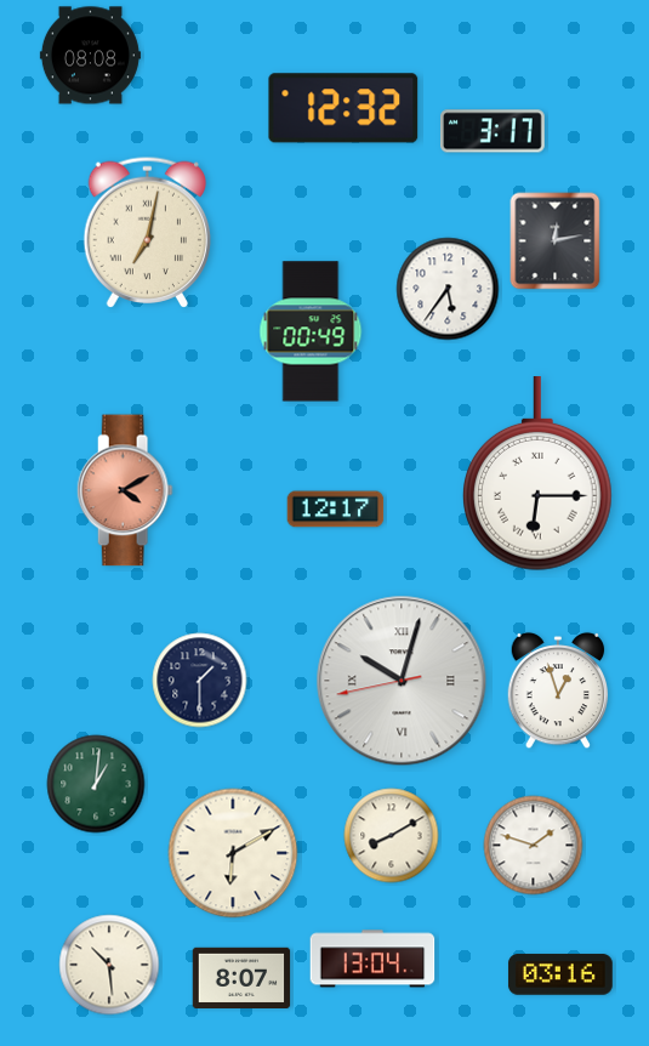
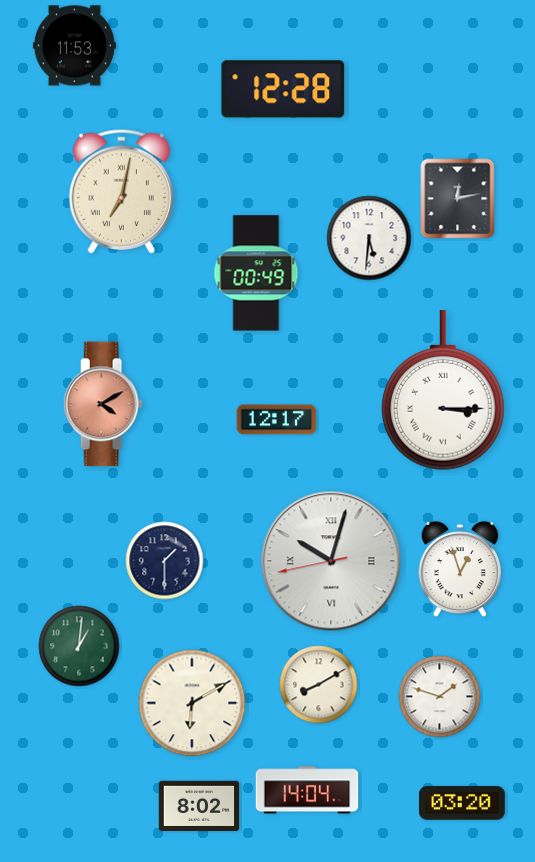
clock at (90, 56): 08:08 -> 11:53
clock at (343, 108): 12:32 -> 12:28
clock at (493, 131): 3:17 -> none
clock at (448, 289): 5:36 -> 5:31
clock at (539, 474): 6:15 -> 3:15
clock at (392, 836) position: (392, 836) -> (319, 685)
clock at (372, 959): 13:04 -> 14:04
clock at (109, 965): 10:29 -> none
clock at (560, 974): 03:16 -> 03:20
clock at (241, 977): 8:07 -> 8:02
